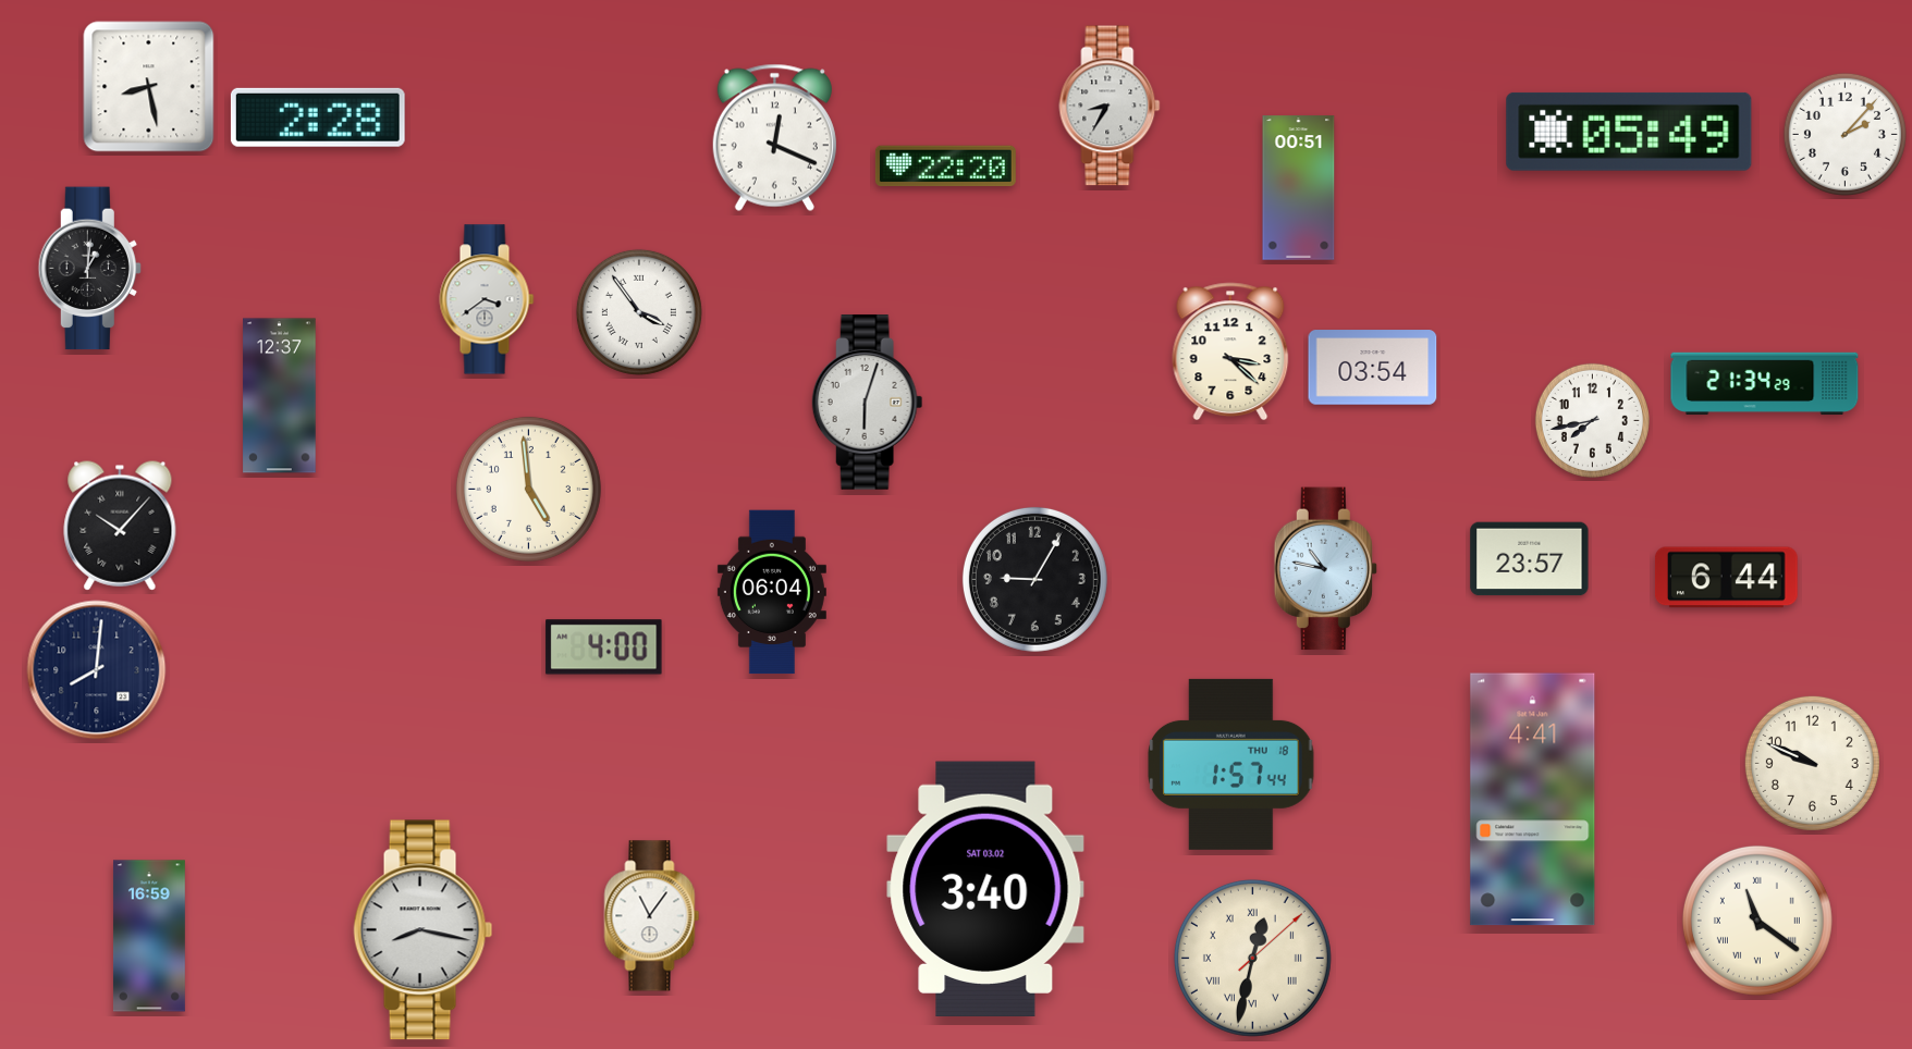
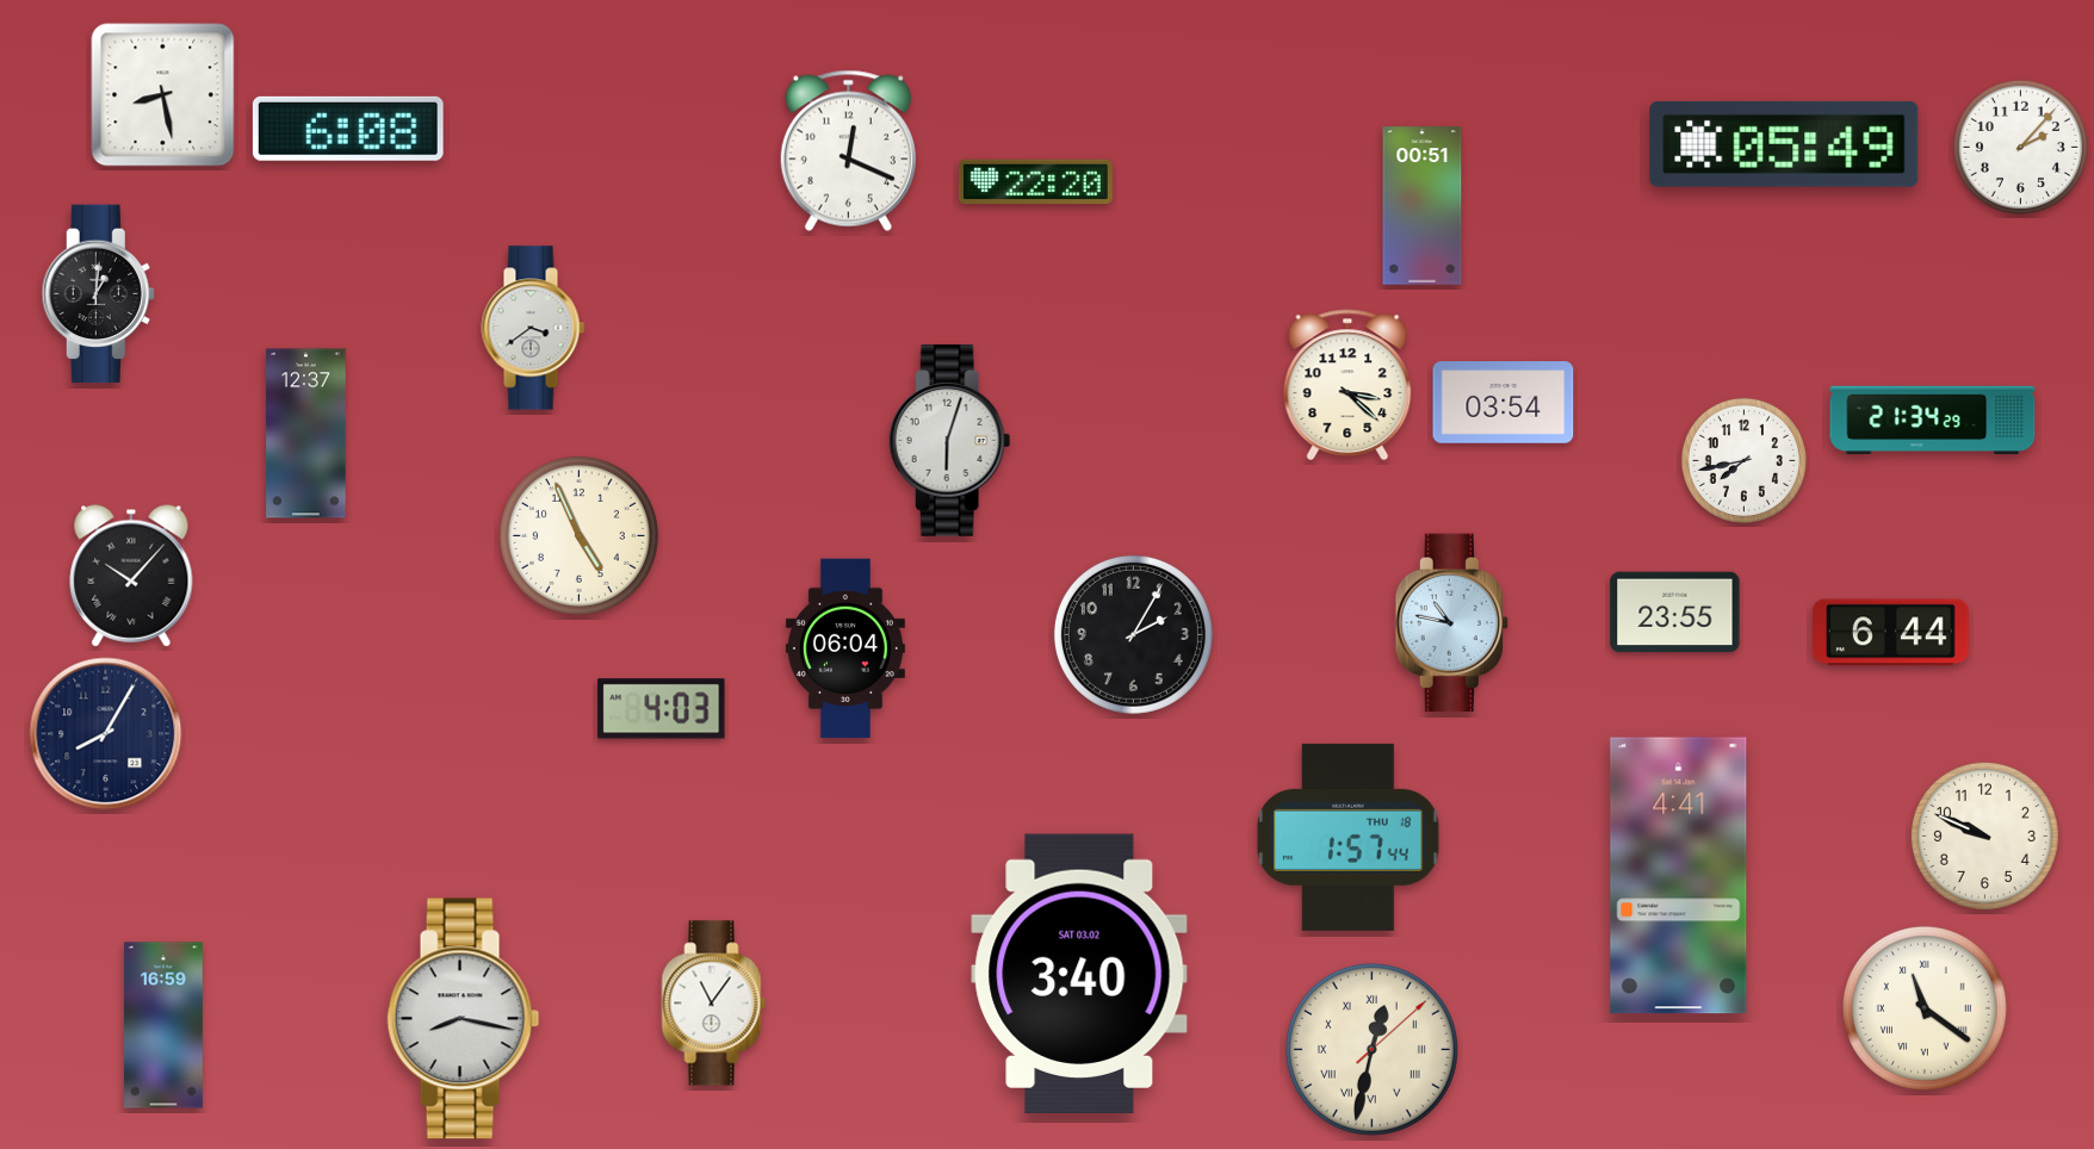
clock at (1110, 106): 8:35 -> none
clock at (318, 118): 2:28 -> 6:08
clock at (639, 312): 3:54 -> none
clock at (528, 489): 4:59 -> 4:56
clock at (1530, 559): 23:57 -> 23:55
clock at (1034, 579): 9:05 -> 2:05
clock at (604, 647): 4:00 -> 4:03
clock at (97, 670): 8:01 -> 8:05
